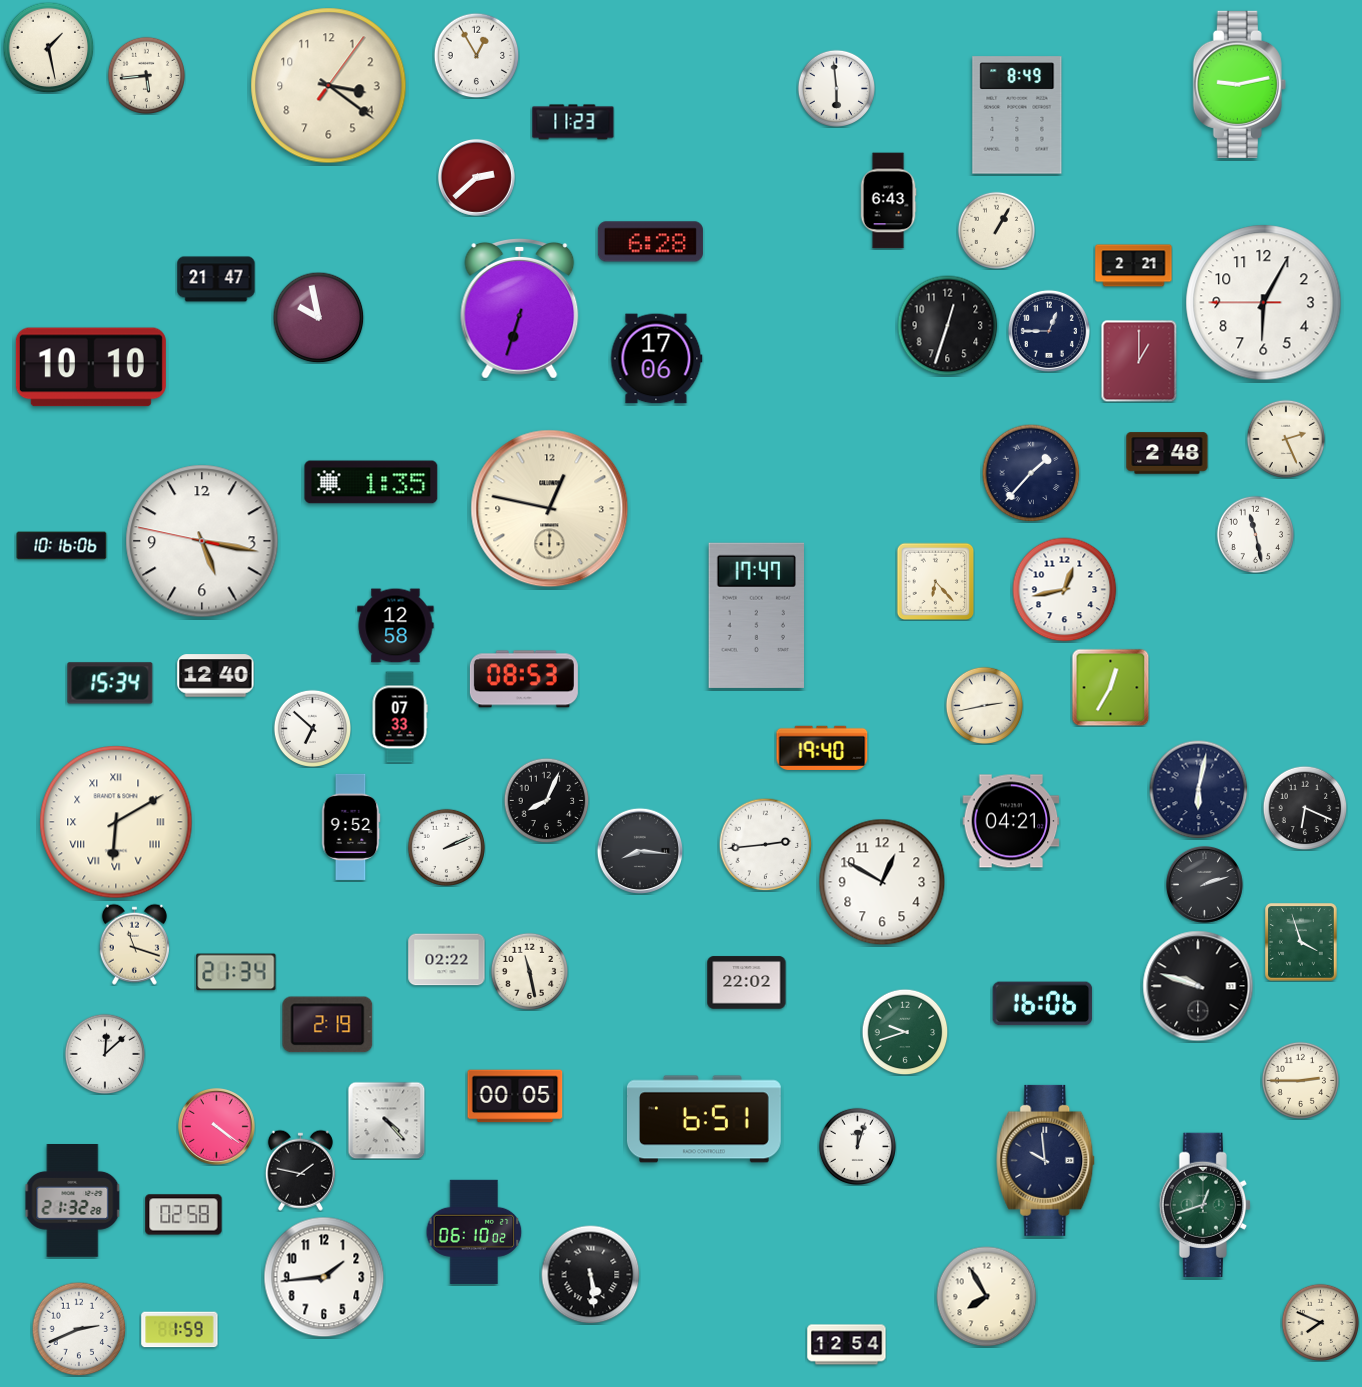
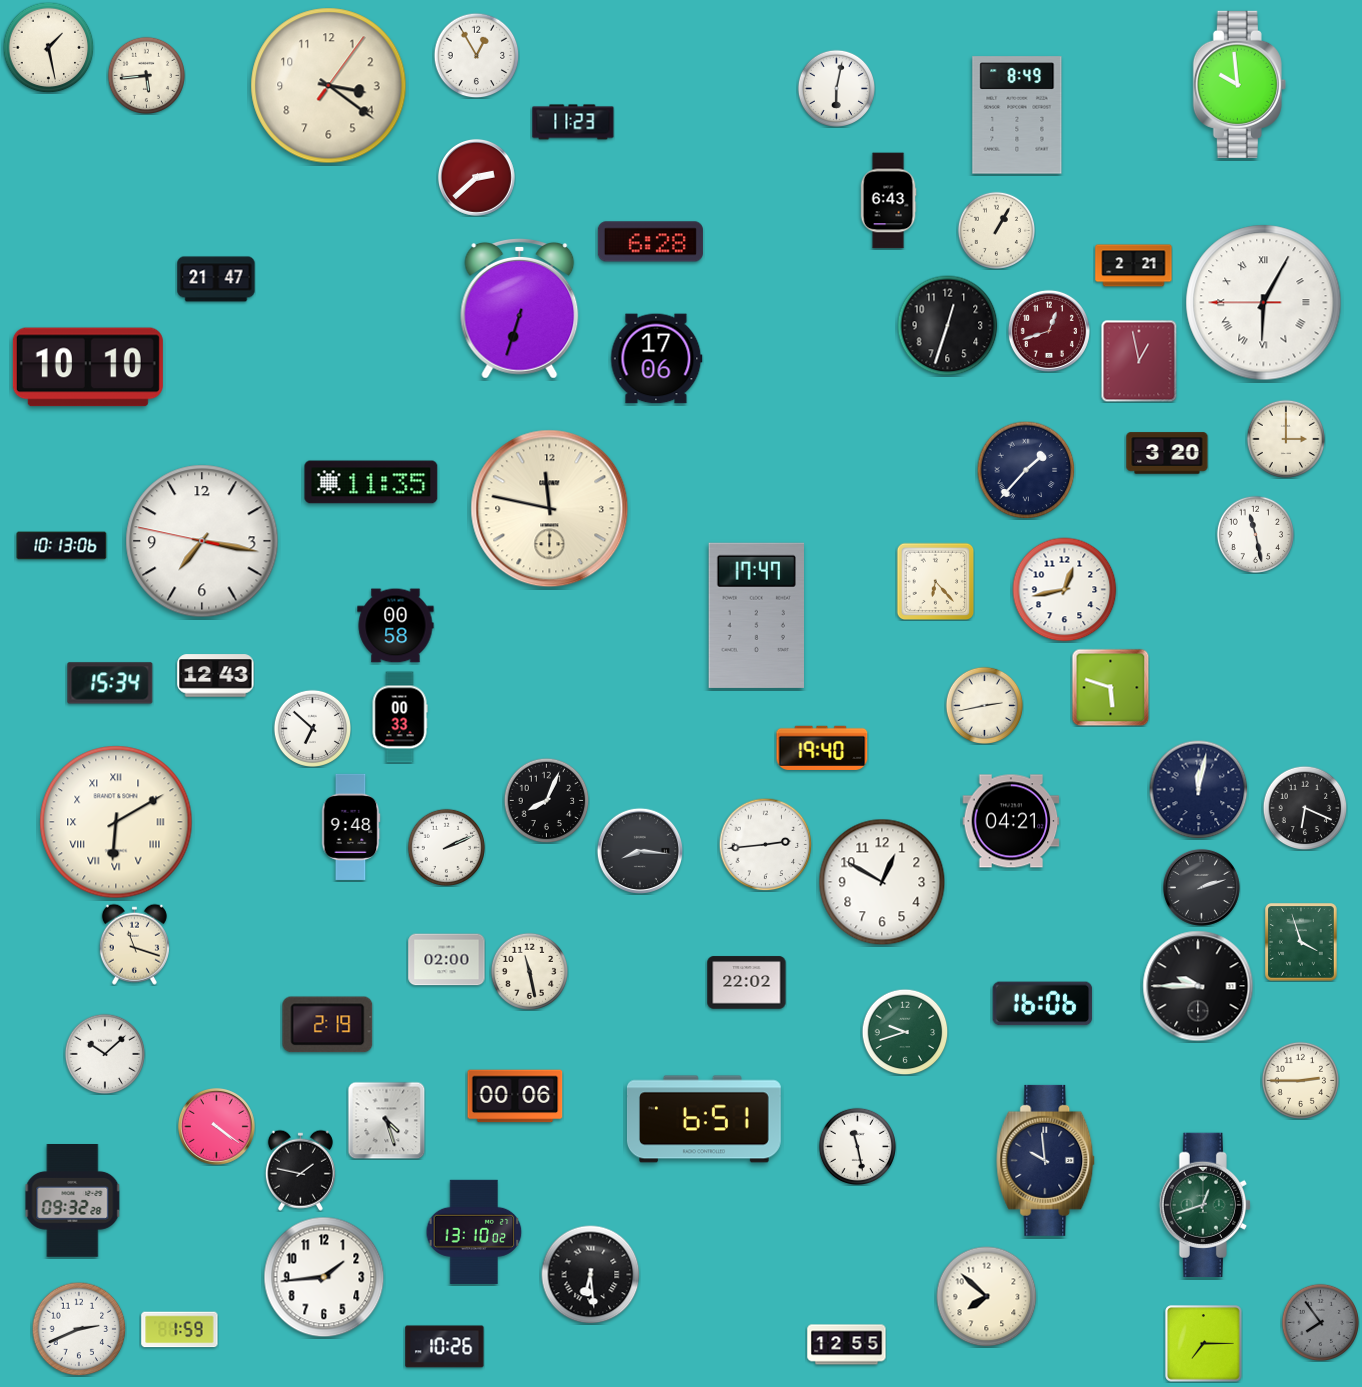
clock at (1239, 84): 9:13 -> 9:59
clock at (836, 88): 5:59 -> 6:02
clock at (1264, 303) numerals: Arabic -> Roman
clock at (318, 317): 9:58 -> none
clock at (1049, 331): 12:45 -> 12:42
clock at (1049, 331) dial: navy -> burgundy
clock at (1139, 361): 1:00 -> 12:58
clock at (91, 367) position: (91, 367) -> (88, 367)
clock at (1285, 438): 2:26 -> 3:00
clock at (1167, 453): 2:48 -> 3:20
clock at (1031, 473) position: (1031, 473) -> (1026, 470)
clock at (371, 482): 1:35 -> 11:35
clock at (550, 509): 12:47 -> 11:47
clock at (202, 541): 5:16 -> 7:16
clock at (62, 546): 10:16 -> 10:13
clock at (396, 626): 12:58 -> 00:58
clock at (216, 676): 12:40 -> 12:43
clock at (524, 679): 08:53 -> none
clock at (1110, 687): 12:35 -> 5:48
clock at (400, 717): 07:33 -> 00:33
clock at (1199, 790): 6:02 -> 12:02
clock at (351, 827): 9:52 -> 9:48
clock at (1204, 884) position: (1204, 884) -> (1201, 887)
clock at (447, 960): 02:22 -> 02:00
clock at (236, 972): 21:34 -> none
clock at (1198, 986): 9:48 -> 9:45
clock at (105, 1054): 12:08 -> 10:08
clock at (515, 1096): 00:05 -> 00:06
clock at (386, 1120): 4:23 -> 4:27
clock at (857, 1146): 12:03 -> 11:28
clock at (73, 1201): 21:32 -> 09:32
clock at (184, 1215): 02:58 -> none
clock at (474, 1232): 06:10 -> 13:10
clock at (591, 1275): 5:29 -> 6:29
clock at (987, 1297): 7:55 -> 7:52
clock at (1320, 1322): 7:49 -> 7:54
clock at (1320, 1322) dial: cream -> grey
clock at (1204, 1344): none -> 7:15
clock at (847, 1345): 12:54 -> 12:55
clock at (445, 1347): none -> 10:26
